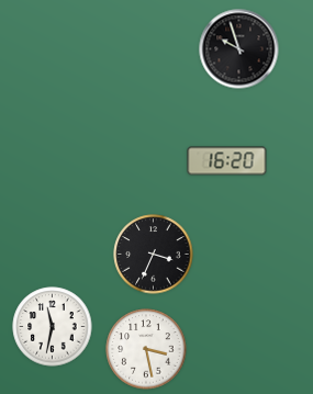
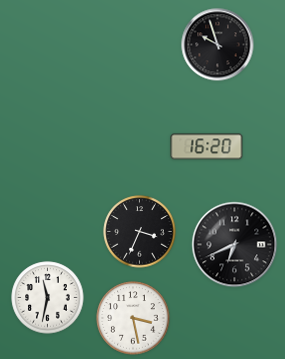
clock at (235, 245): none -> 6:41
